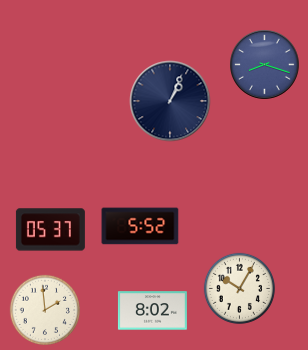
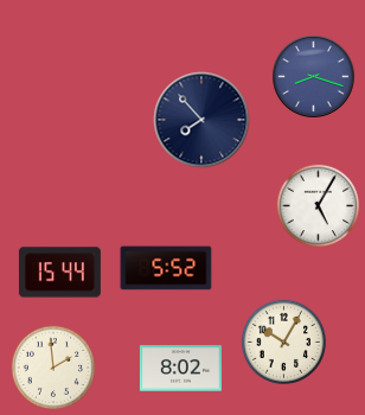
clock at (170, 101): 1:04 -> 7:53
clock at (319, 206): none -> 5:05
clock at (50, 230): 05:37 -> 15:44
